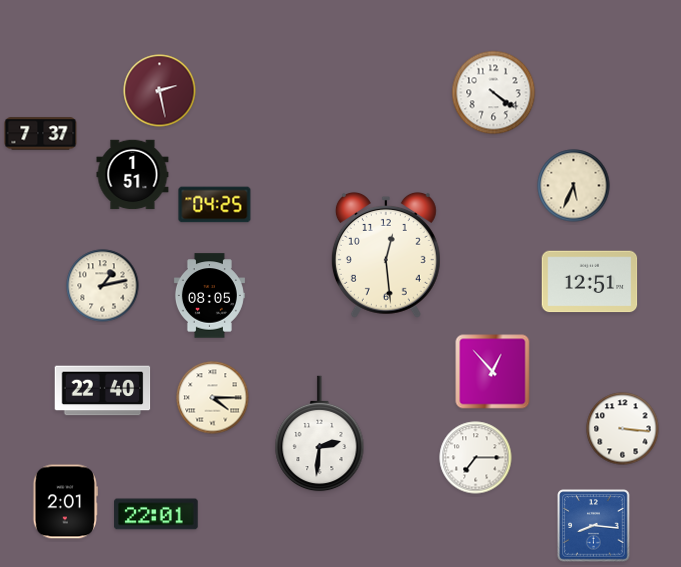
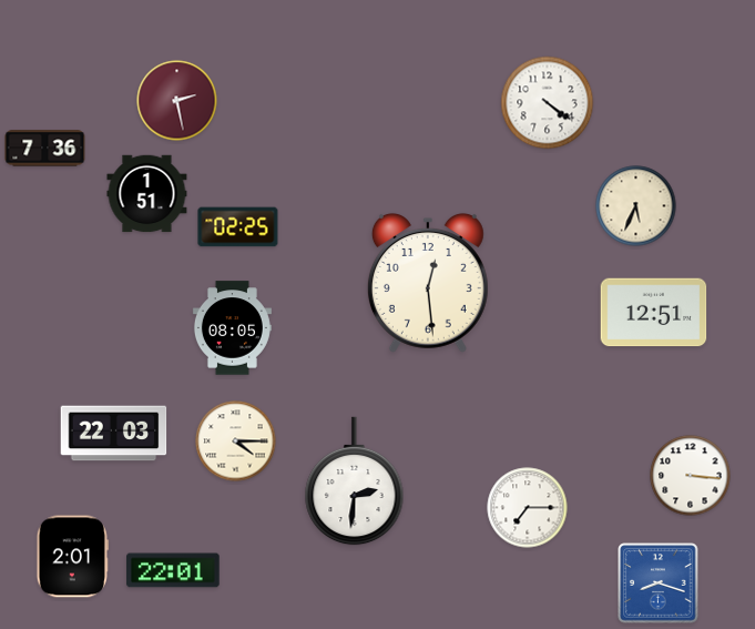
clock at (41, 134): 7:37 -> 7:36
clock at (215, 205): 04:25 -> 02:25
clock at (103, 286): 1:13 -> none
clock at (493, 372): 12:53 -> none
clock at (103, 391): 22:40 -> 22:03
clock at (594, 526): 8:16 -> 8:18
